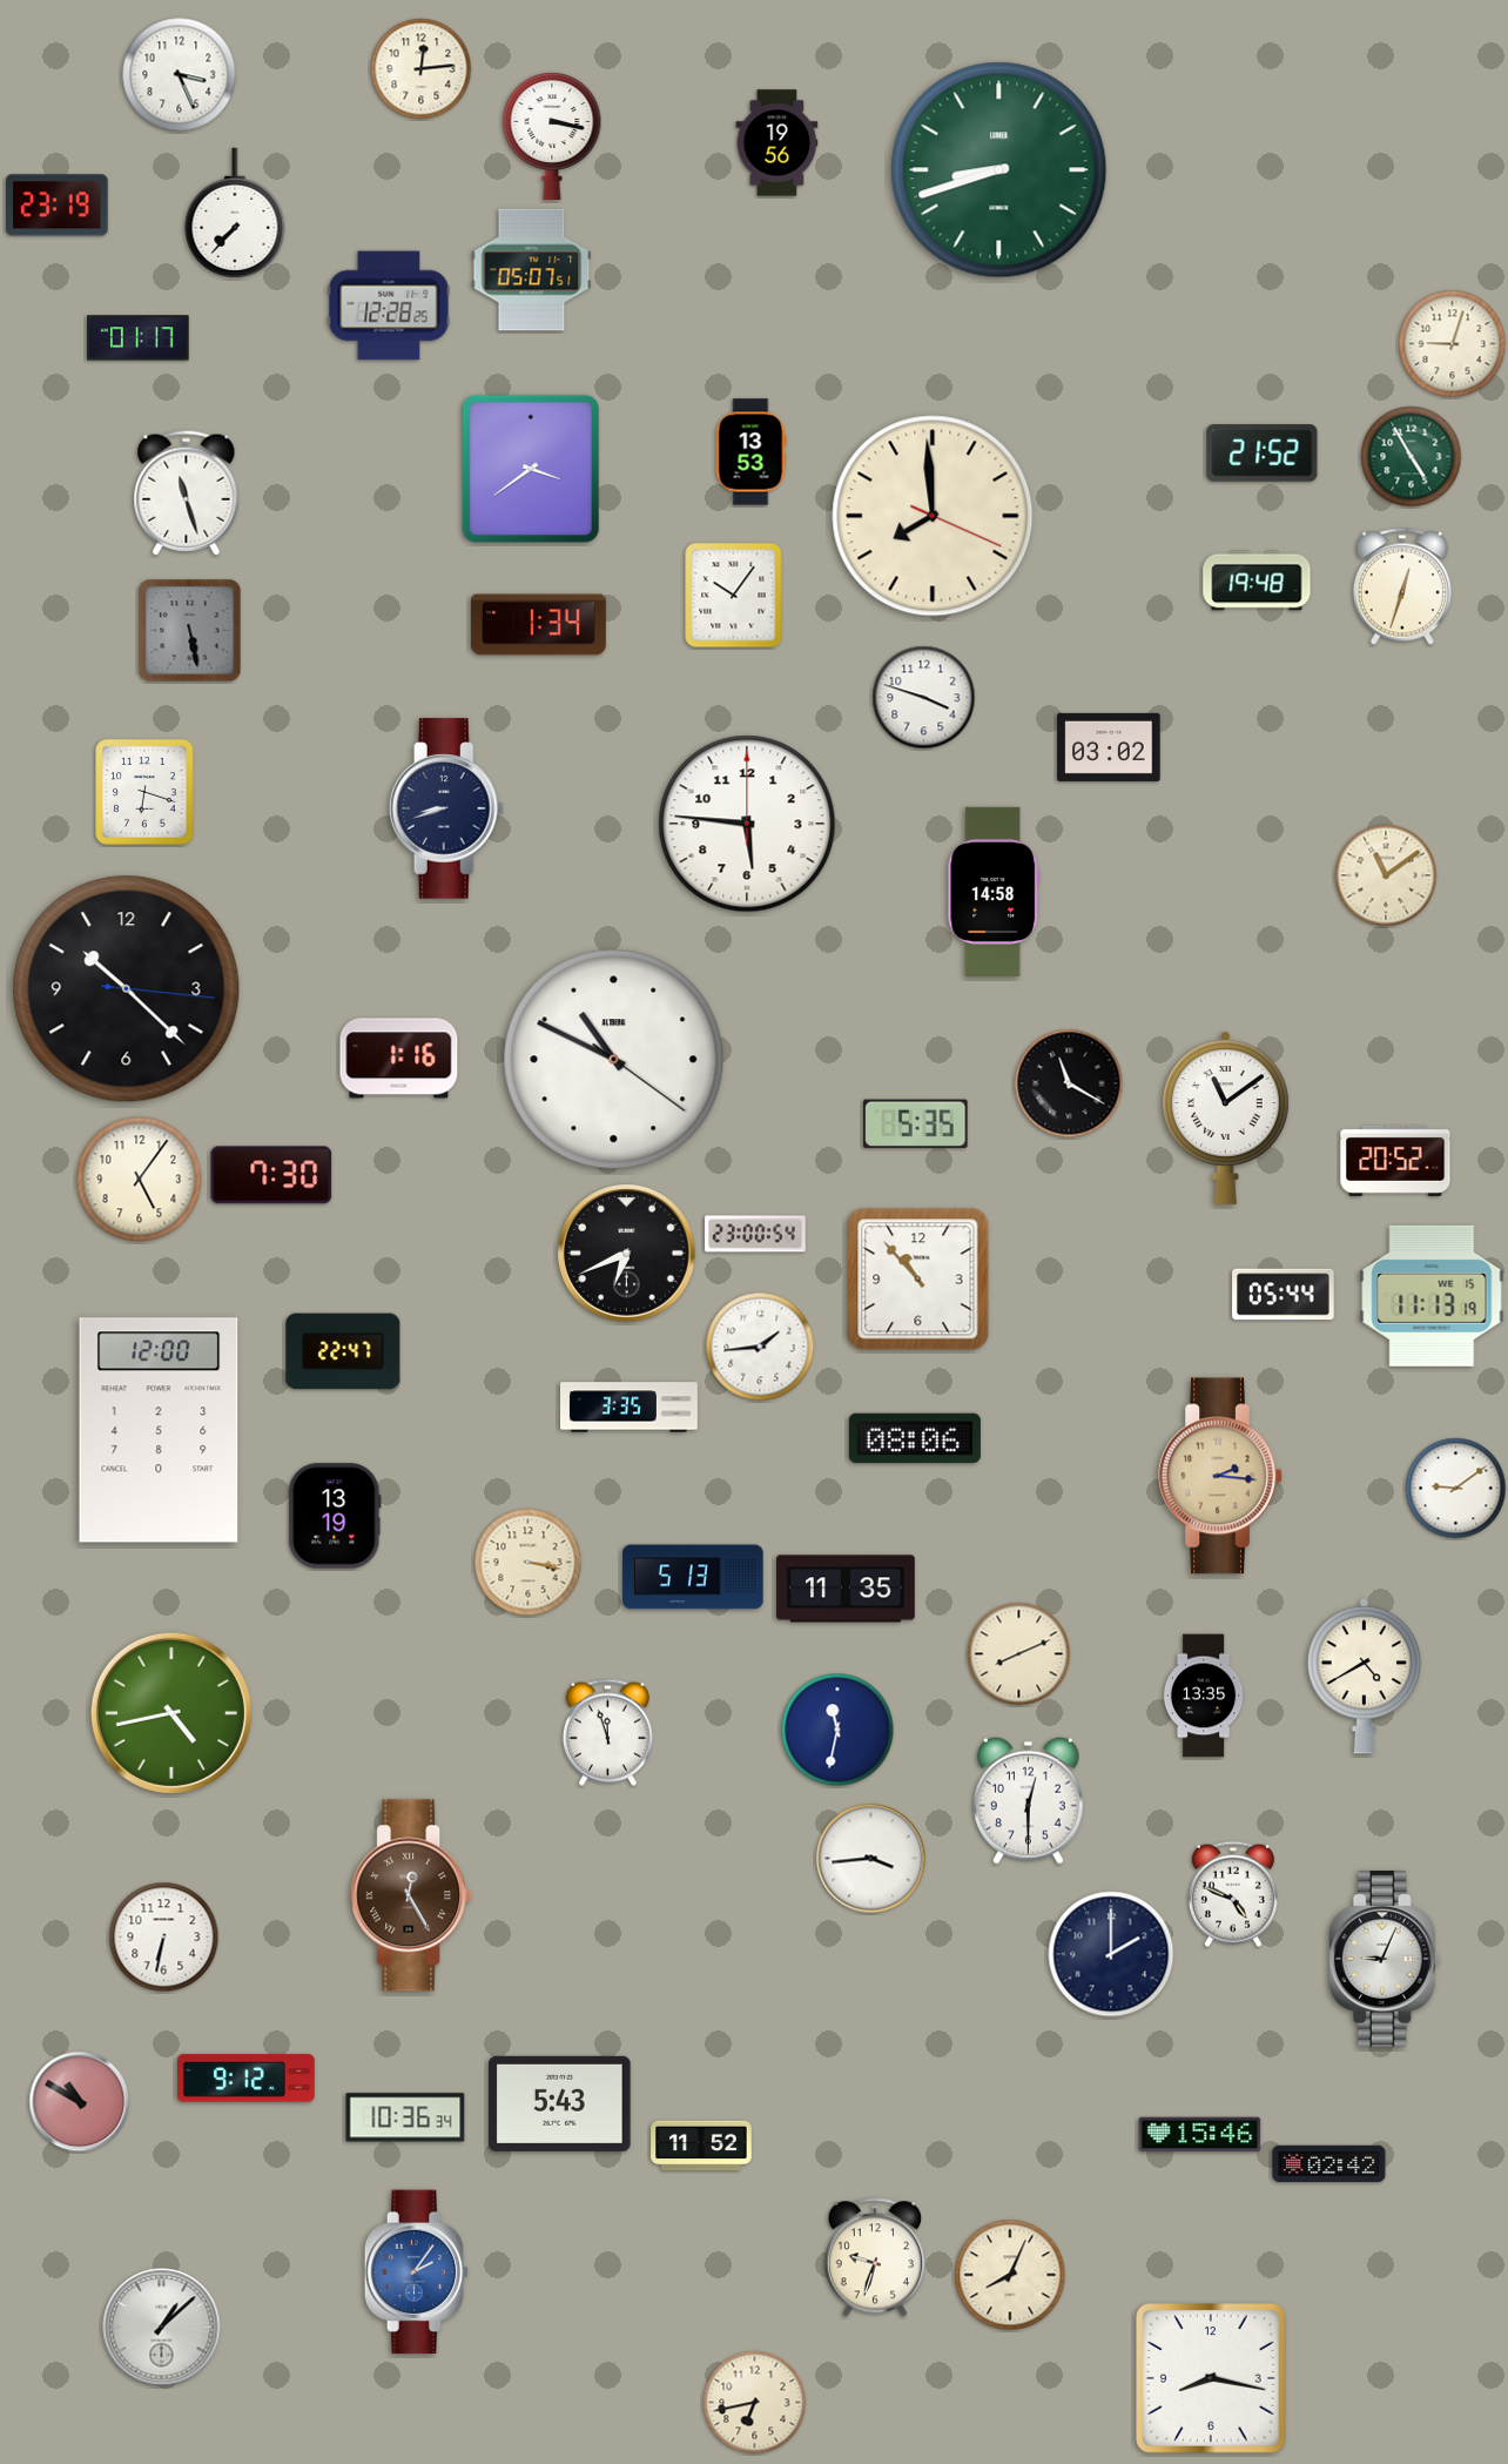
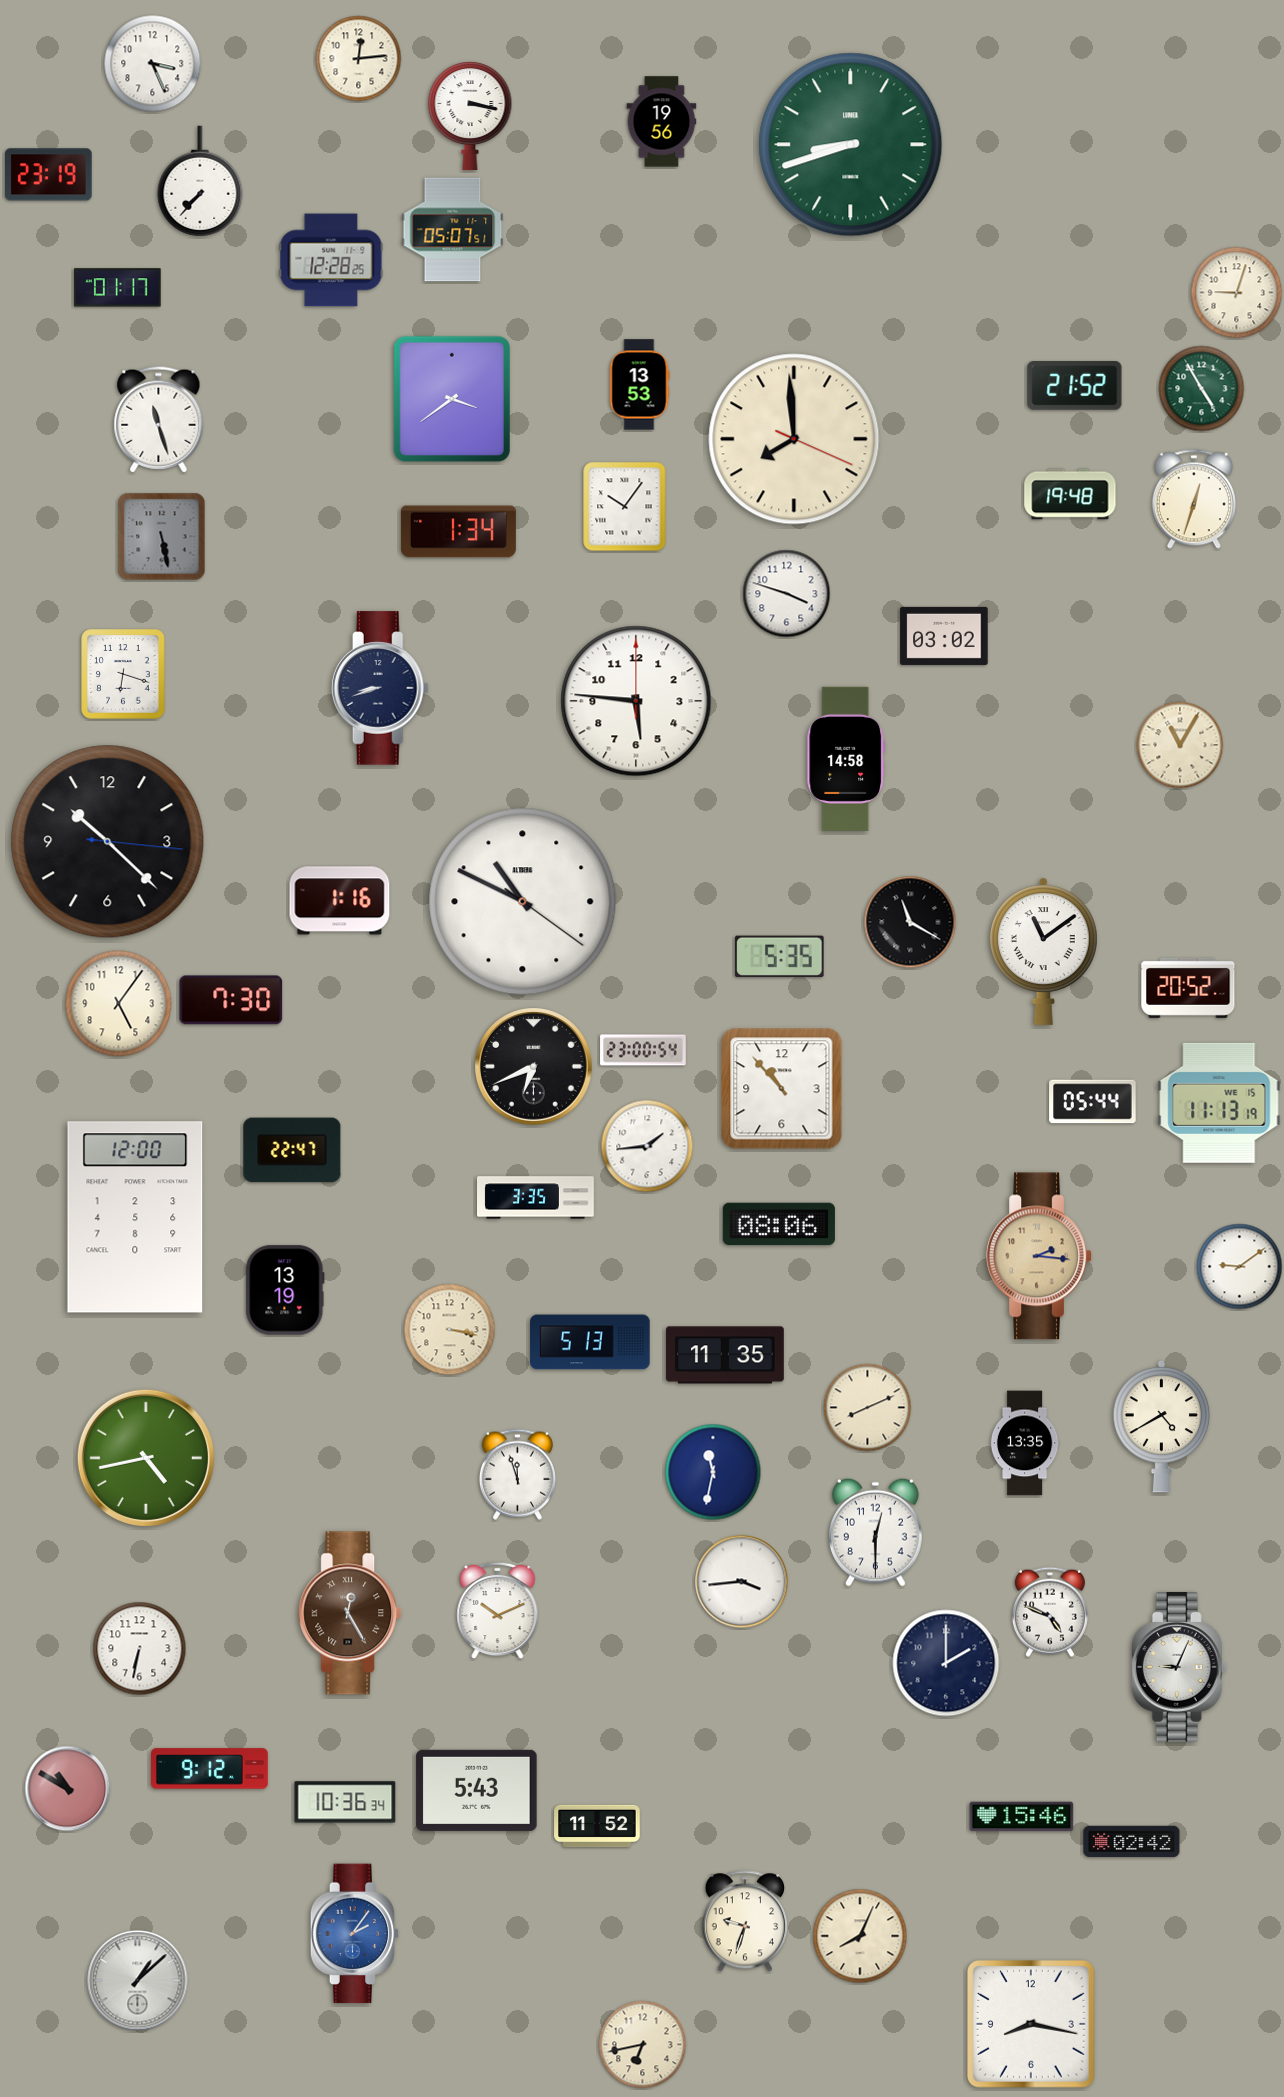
clock at (1386, 875): 11:09 -> 11:05
clock at (846, 1589) position: (846, 1589) -> (725, 1355)
clock at (498, 1611): none -> 10:11
